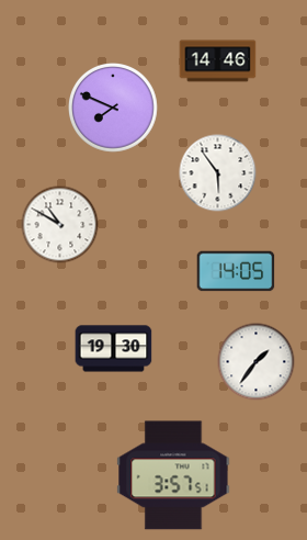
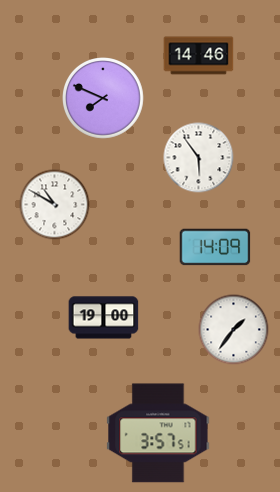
clock at (236, 271): 14:05 -> 14:09
clock at (114, 349): 19:30 -> 19:00
